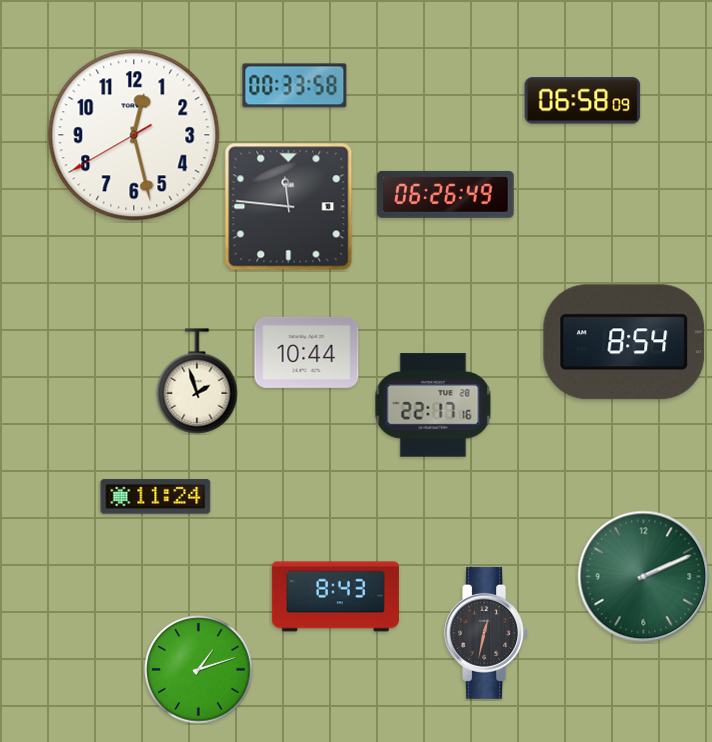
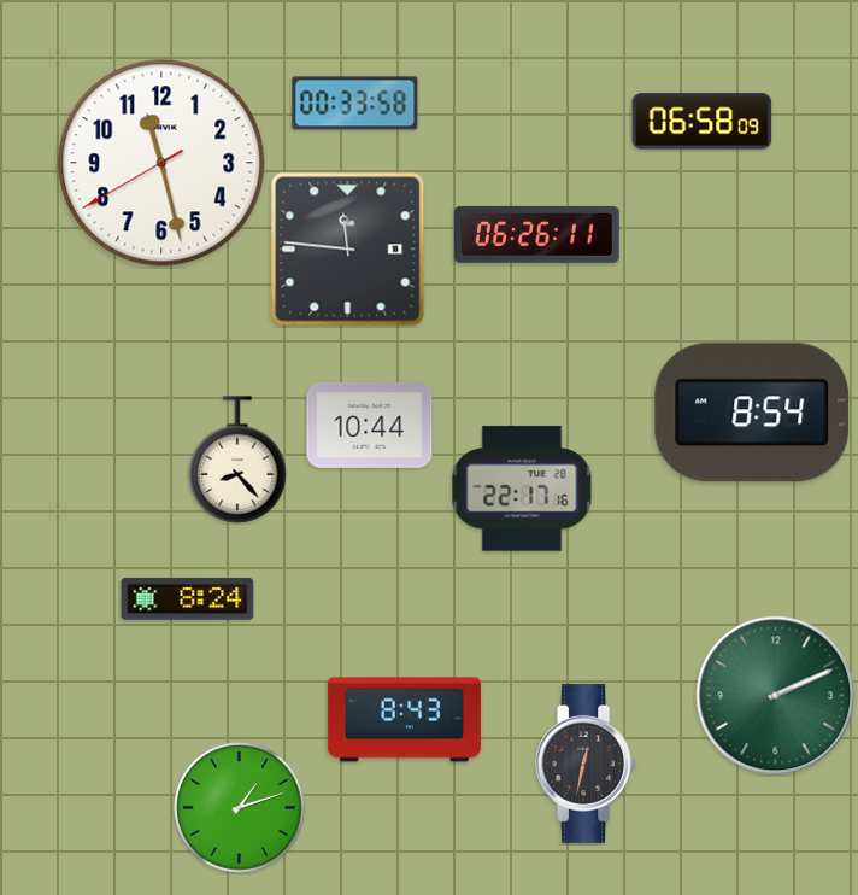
clock at (134, 135): 12:27 -> 11:27
clock at (446, 194): 06:26:49 -> 06:26:11
clock at (197, 381): 1:57 -> 8:23
clock at (156, 497): 11:24 -> 8:24
